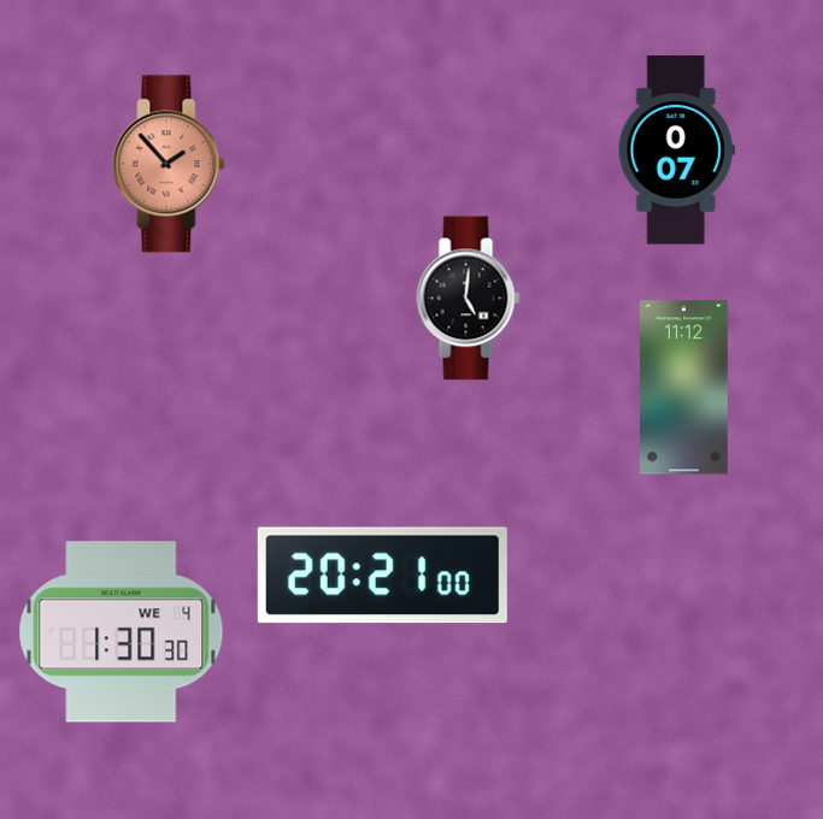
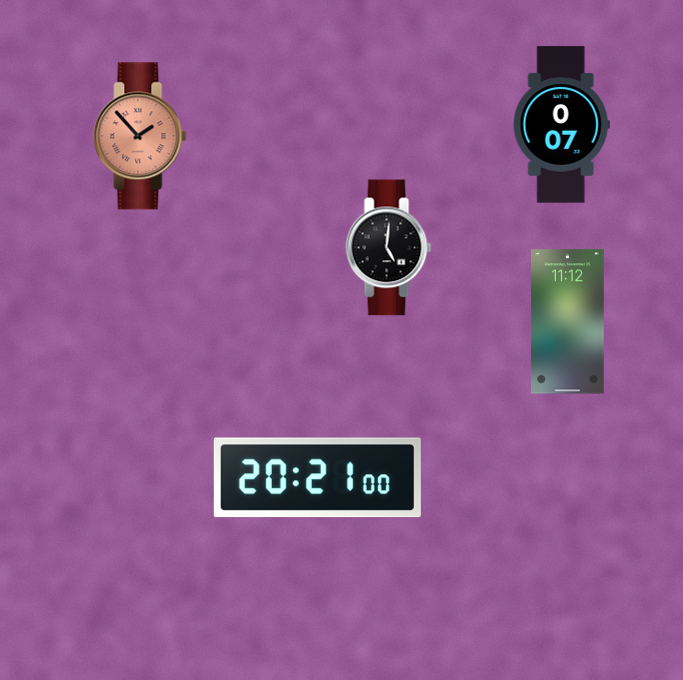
clock at (122, 632): 1:30 -> none
